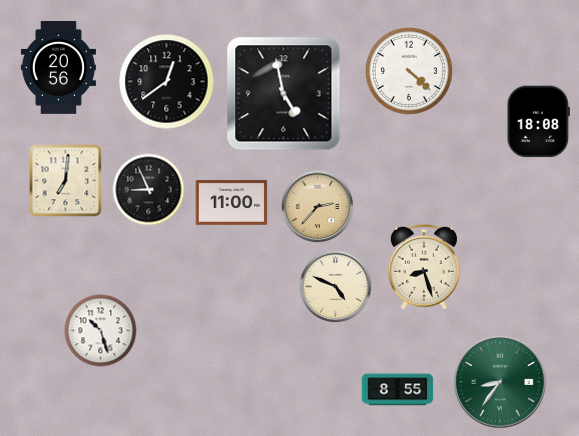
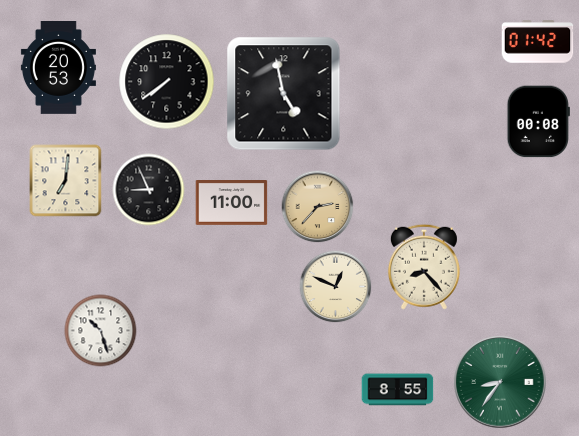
clock at (538, 42): none -> 01:42
clock at (58, 68): 20:56 -> 20:53
clock at (409, 71): 4:22 -> none
clock at (167, 82): 12:39 -> 7:39
clock at (538, 122): 18:08 -> 00:08
clock at (424, 267): 8:27 -> 8:23
clock at (336, 287): 4:49 -> 12:49
